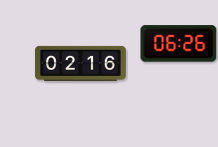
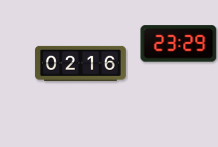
clock at (179, 44): 06:26 -> 23:29
